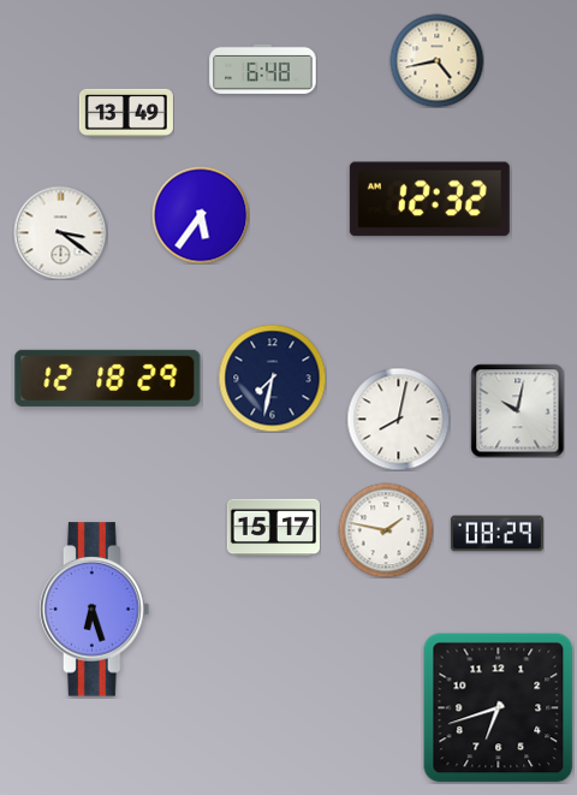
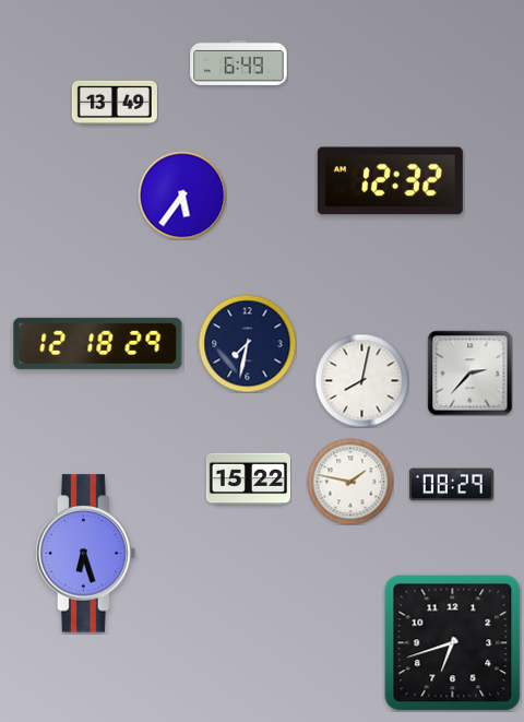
clock at (436, 60): 4:43 -> none
clock at (263, 69): 6:48 -> 6:49
clock at (60, 232): 3:21 -> none
clock at (517, 410): 10:02 -> 2:37
clock at (273, 528): 15:17 -> 15:22
